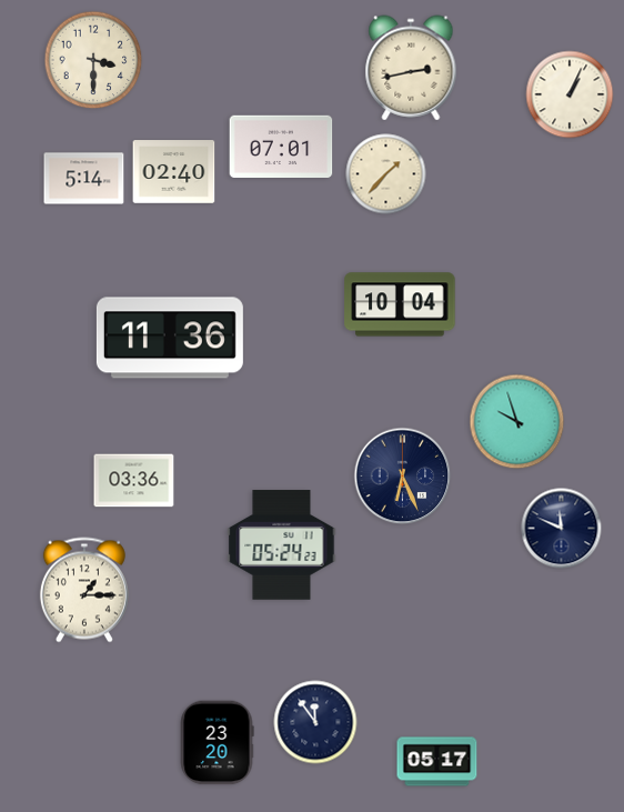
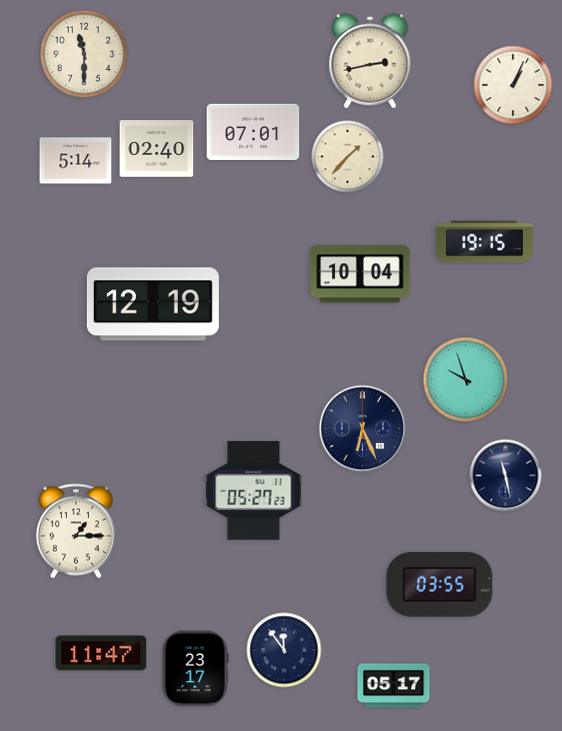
clock at (93, 60): 3:30 -> 11:30
clock at (174, 172) position: (174, 172) -> (157, 149)
clock at (484, 242): none -> 19:15
clock at (170, 338): 11:36 -> 12:19
clock at (134, 481): 03:36 -> none
clock at (562, 529): 11:49 -> 11:28
clock at (282, 545): 05:24 -> 05:27
clock at (440, 585): none -> 03:55
clock at (101, 653): none -> 11:47
clock at (217, 743): 23:20 -> 23:17
